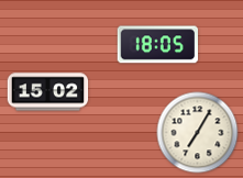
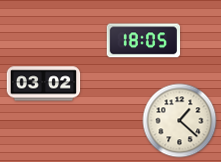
clock at (48, 92): 15:02 -> 03:02
clock at (198, 133): 7:05 -> 1:22
